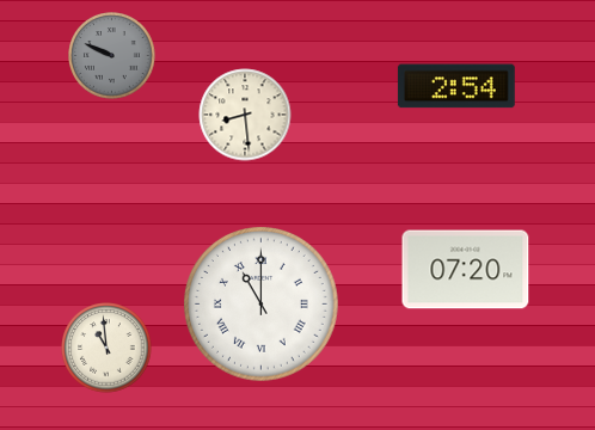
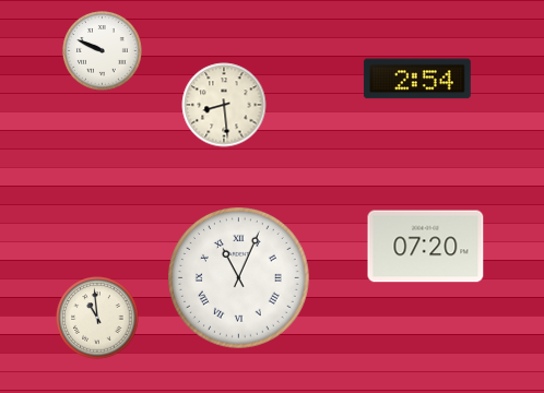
clock at (112, 56) dial: grey -> white
clock at (262, 305): 11:00 -> 11:04
